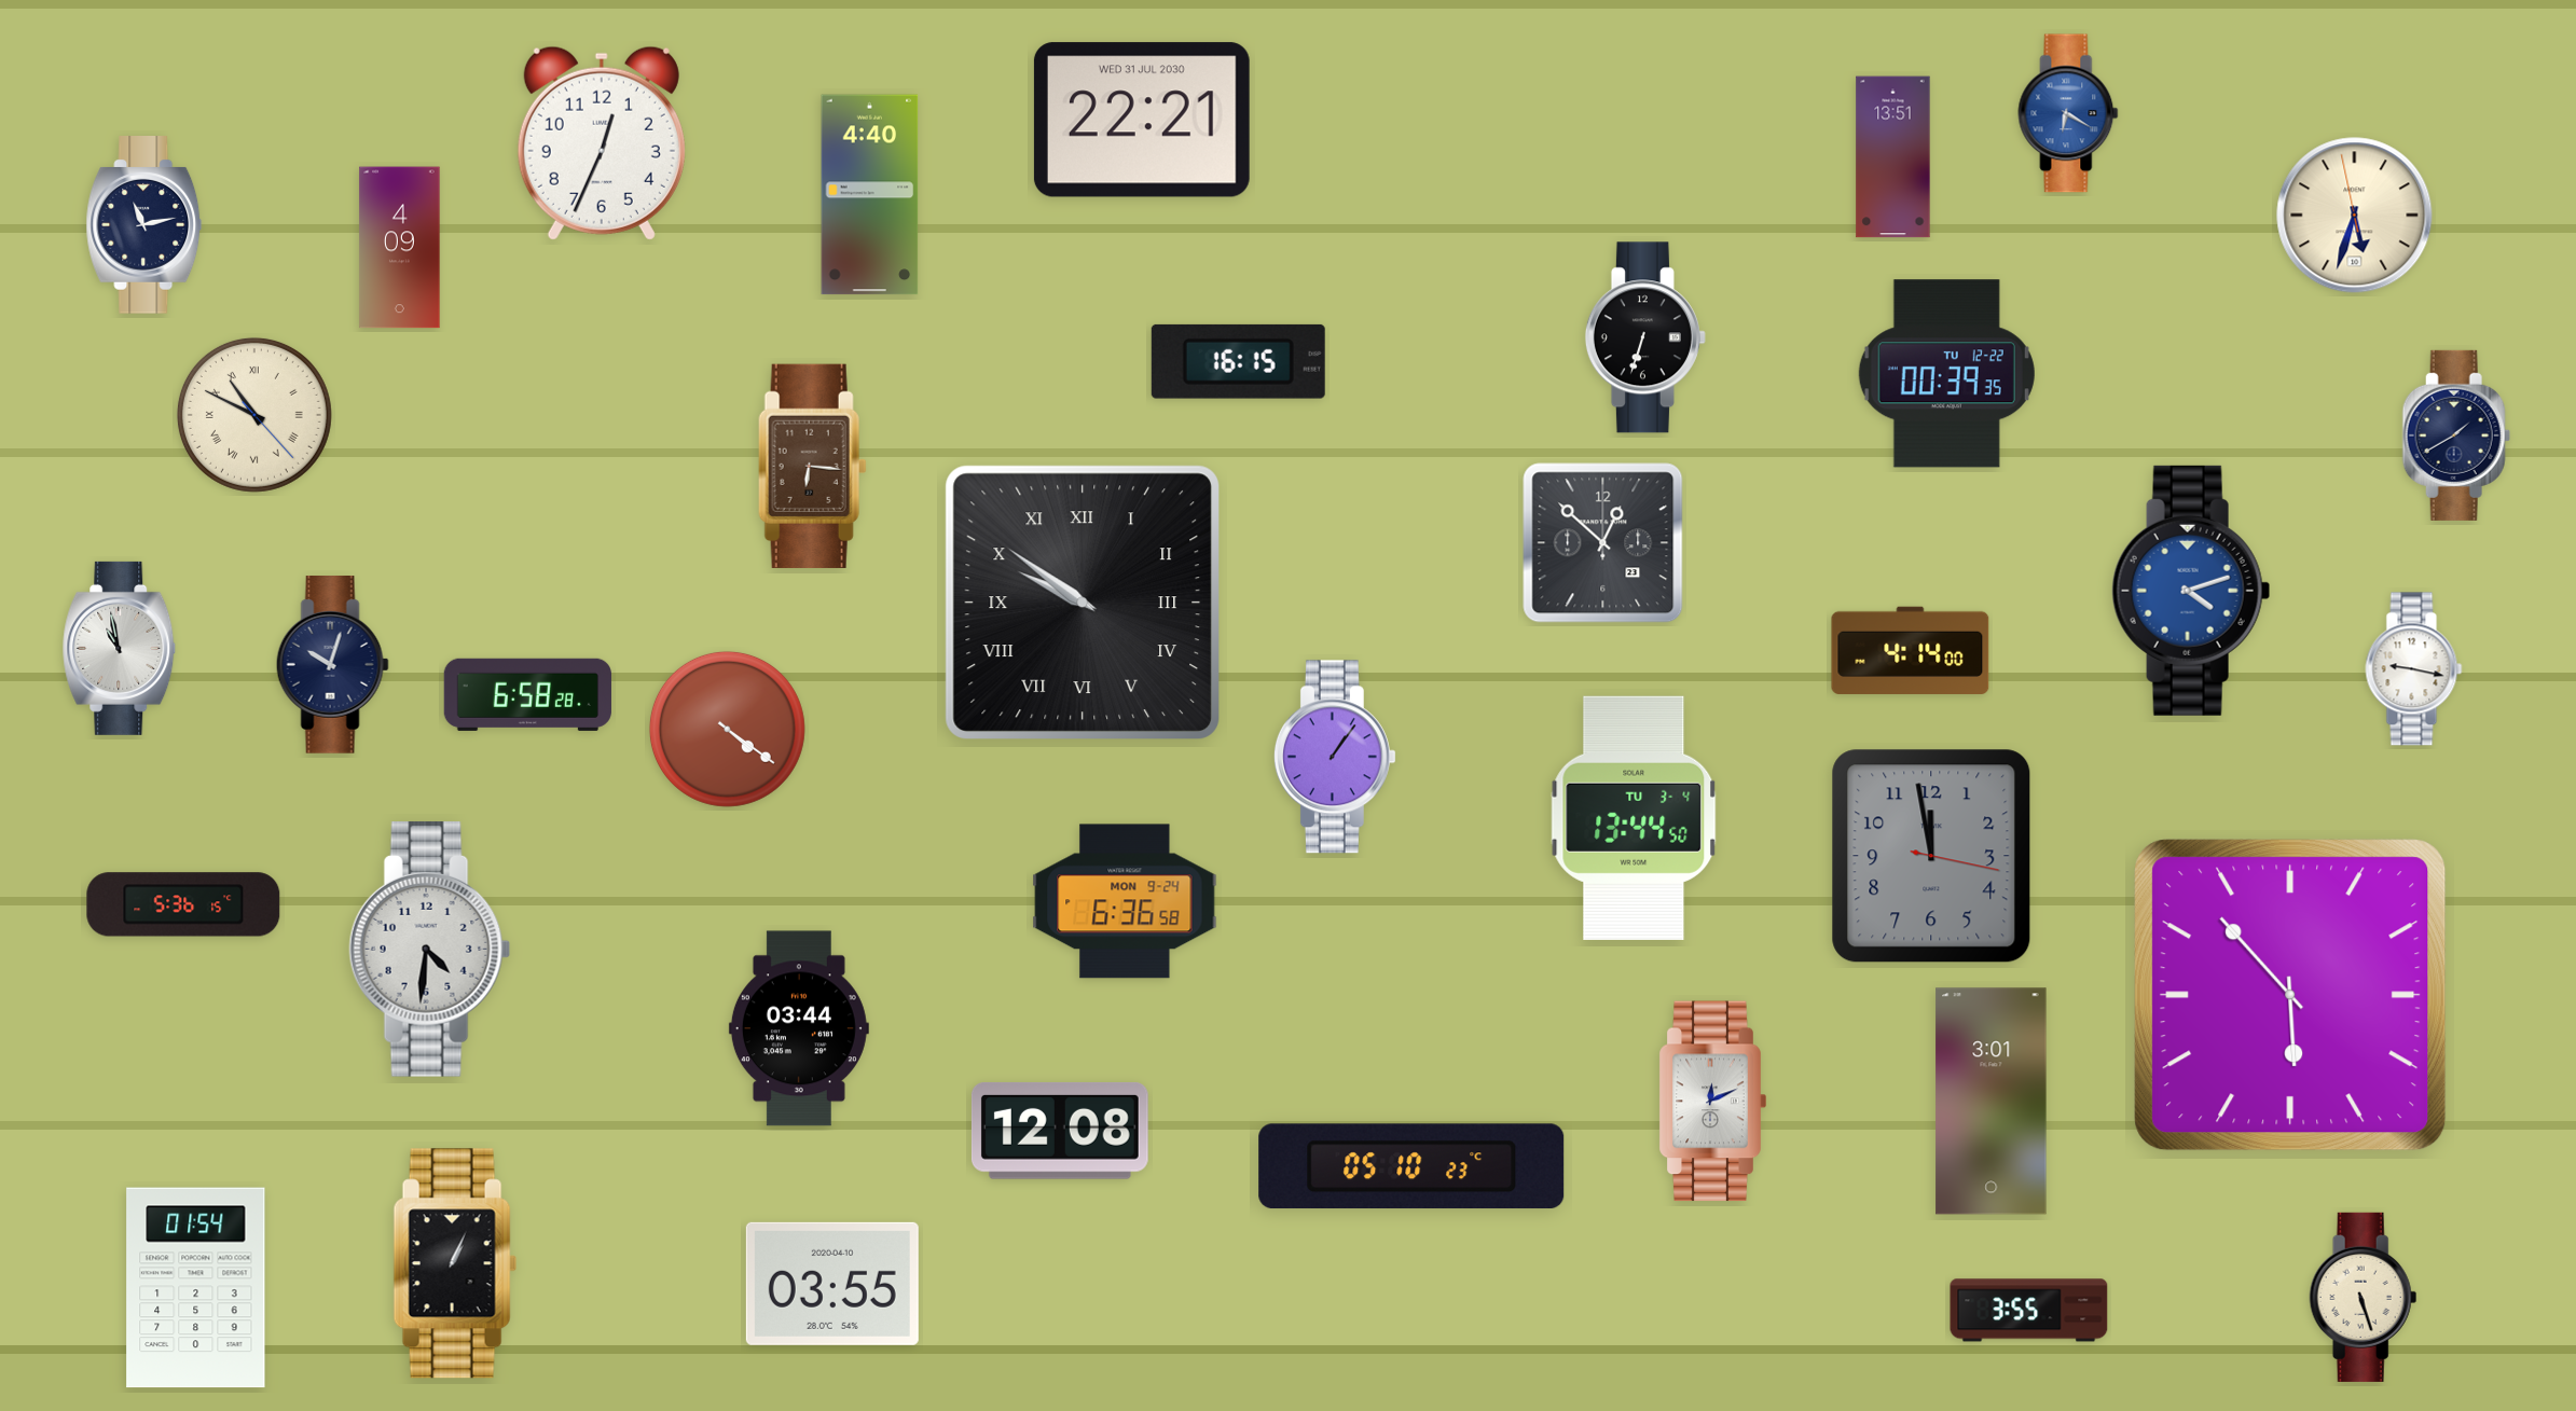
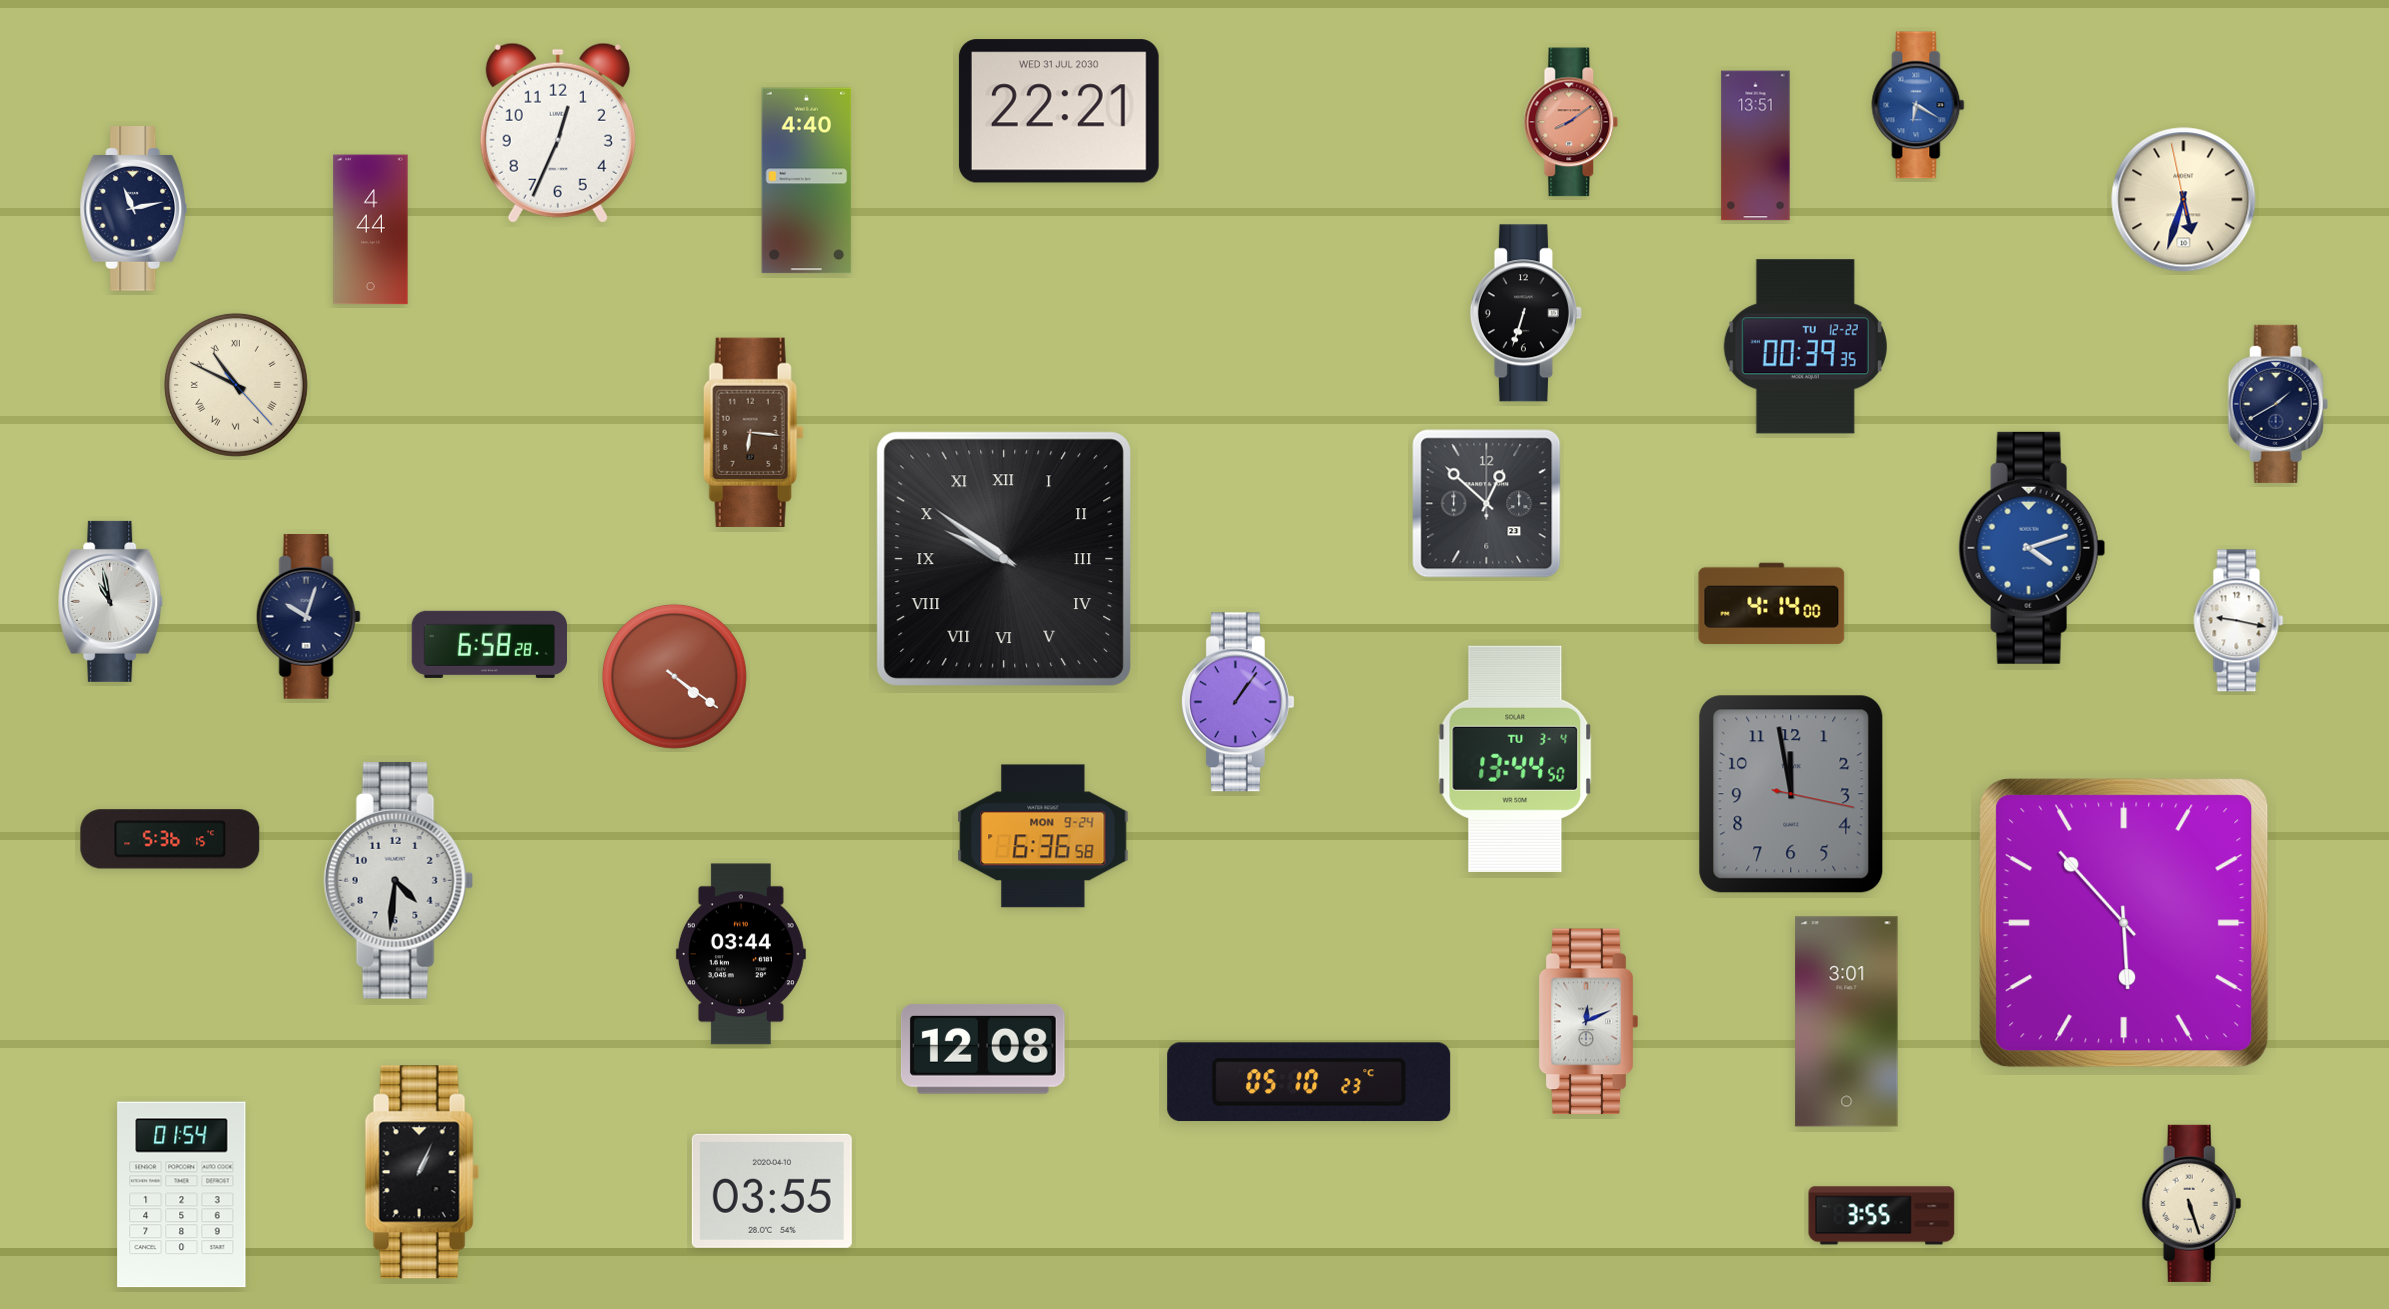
clock at (1571, 122): none -> 8:09
clock at (400, 248): 4:09 -> 4:44
clock at (1238, 361): 16:15 -> none
